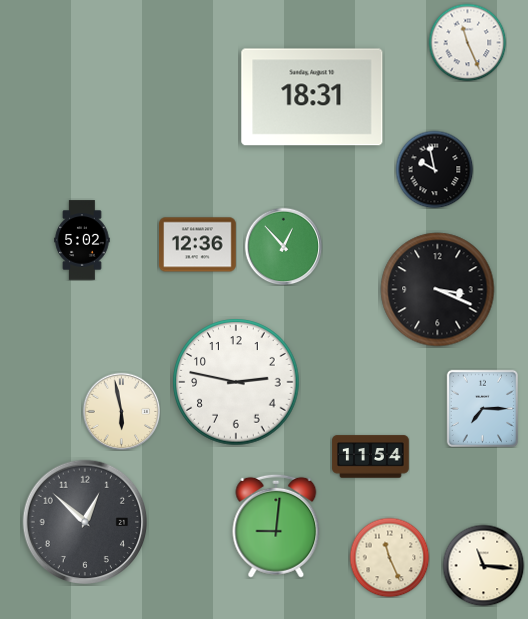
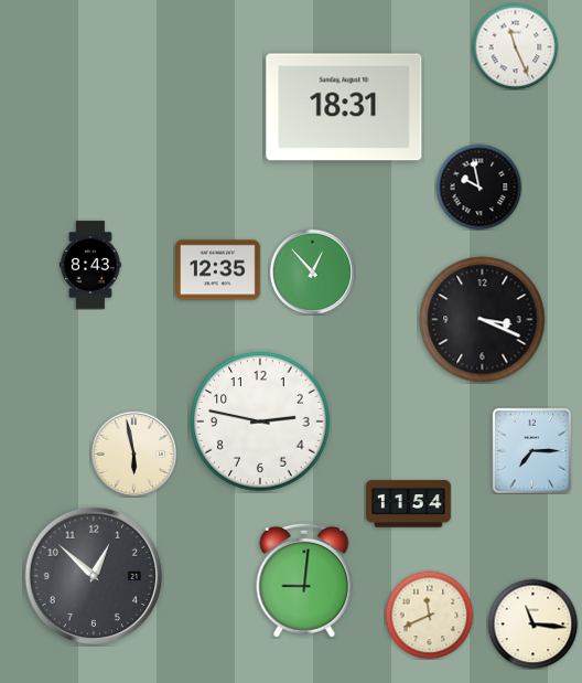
clock at (82, 240): 5:02 -> 8:43
clock at (198, 245): 12:36 -> 12:35
clock at (389, 557): 11:26 -> 11:41
